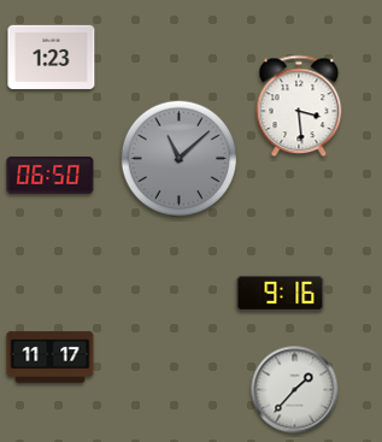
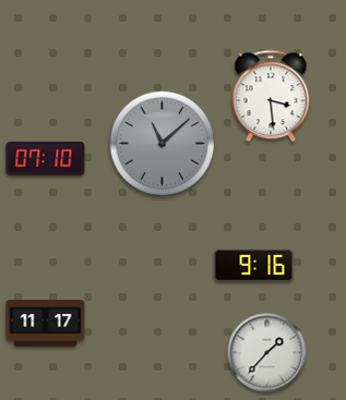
clock at (52, 57): 1:23 -> none
clock at (51, 175): 06:50 -> 07:10
